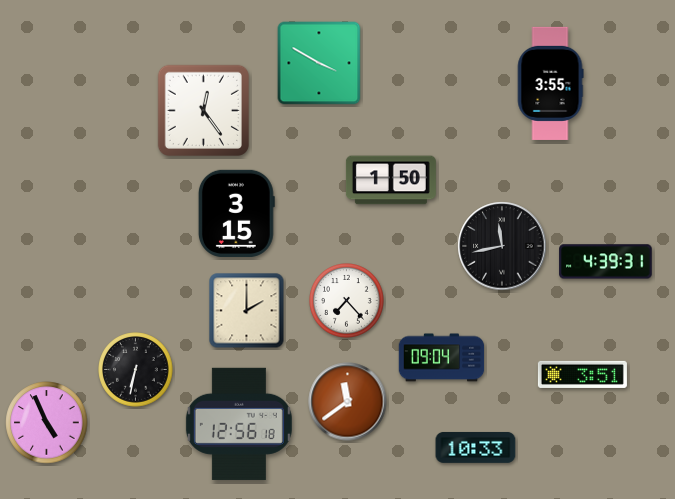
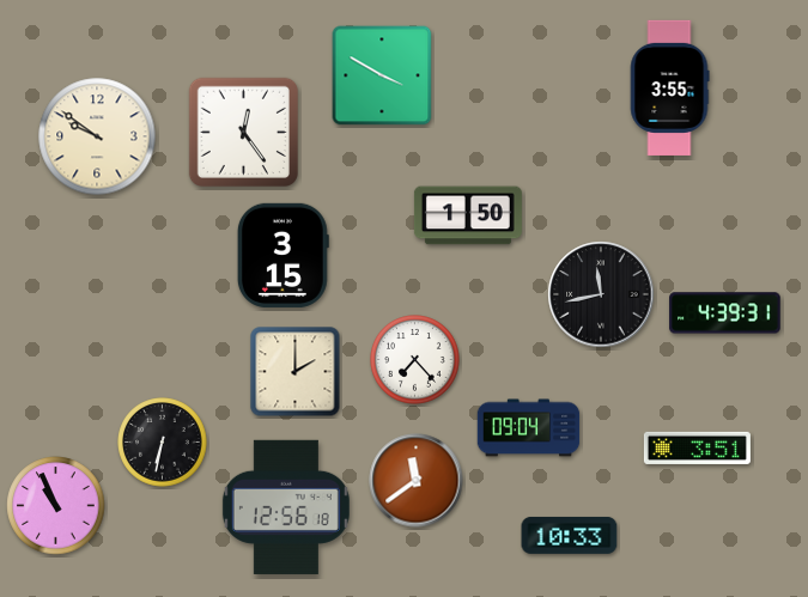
clock at (550, 83) position: (550, 83) -> (669, 87)
clock at (97, 136): none -> 9:51
clock at (47, 423): 4:56 -> 10:56
